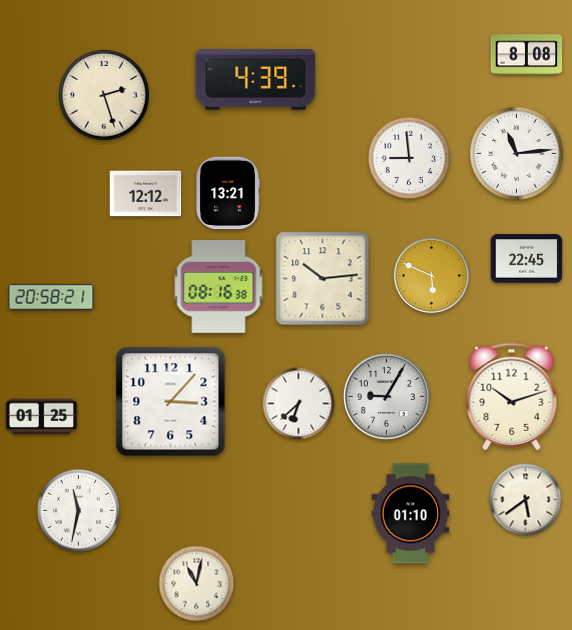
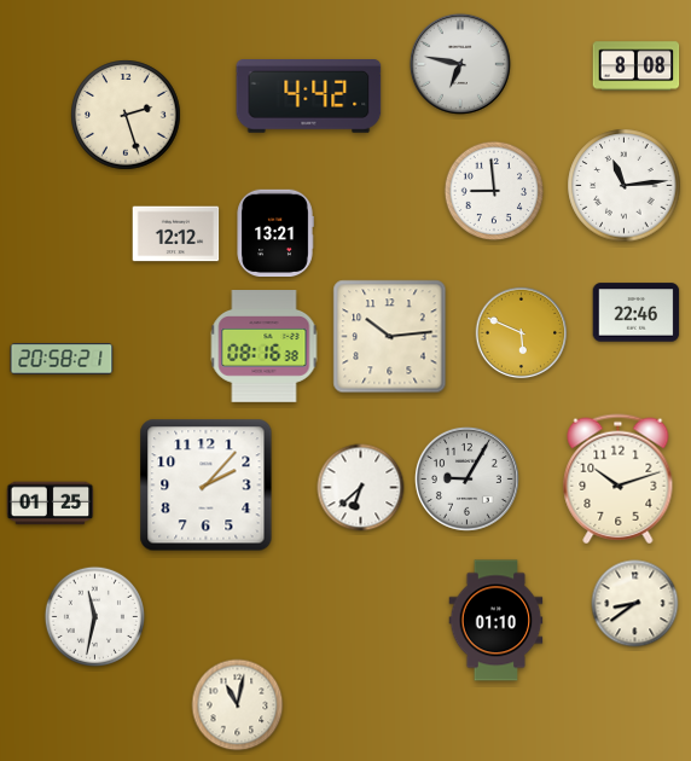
clock at (460, 64): none -> 6:47
clock at (256, 80): 4:39 -> 4:42
clock at (527, 259): 22:45 -> 22:46
clock at (171, 402): 3:07 -> 2:07
clock at (526, 500): 5:39 -> 8:39
